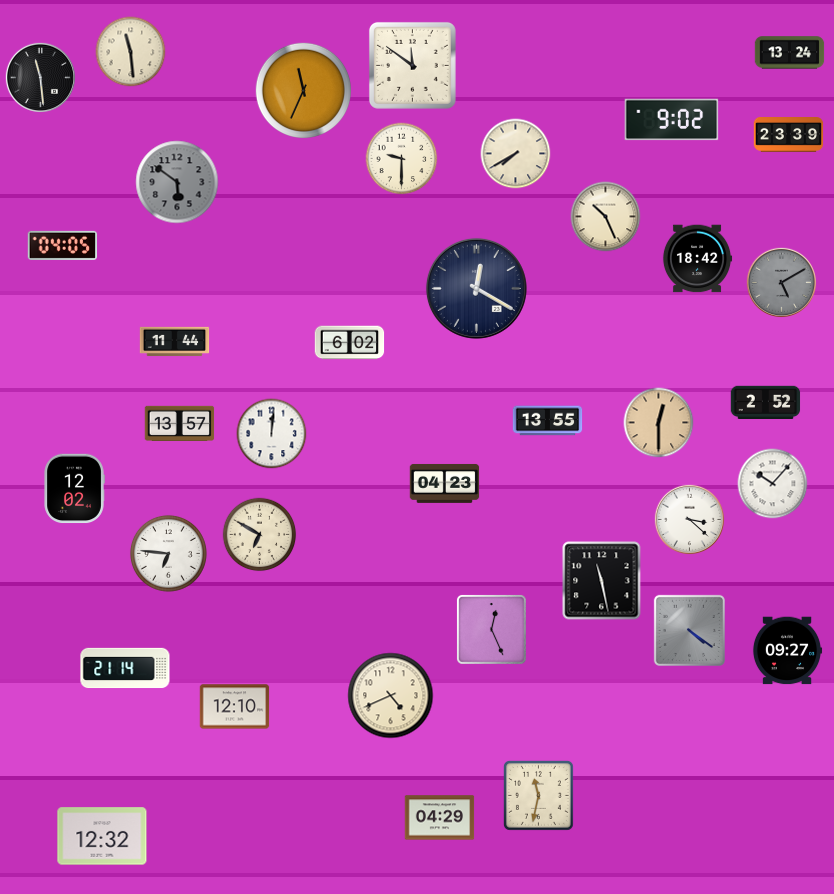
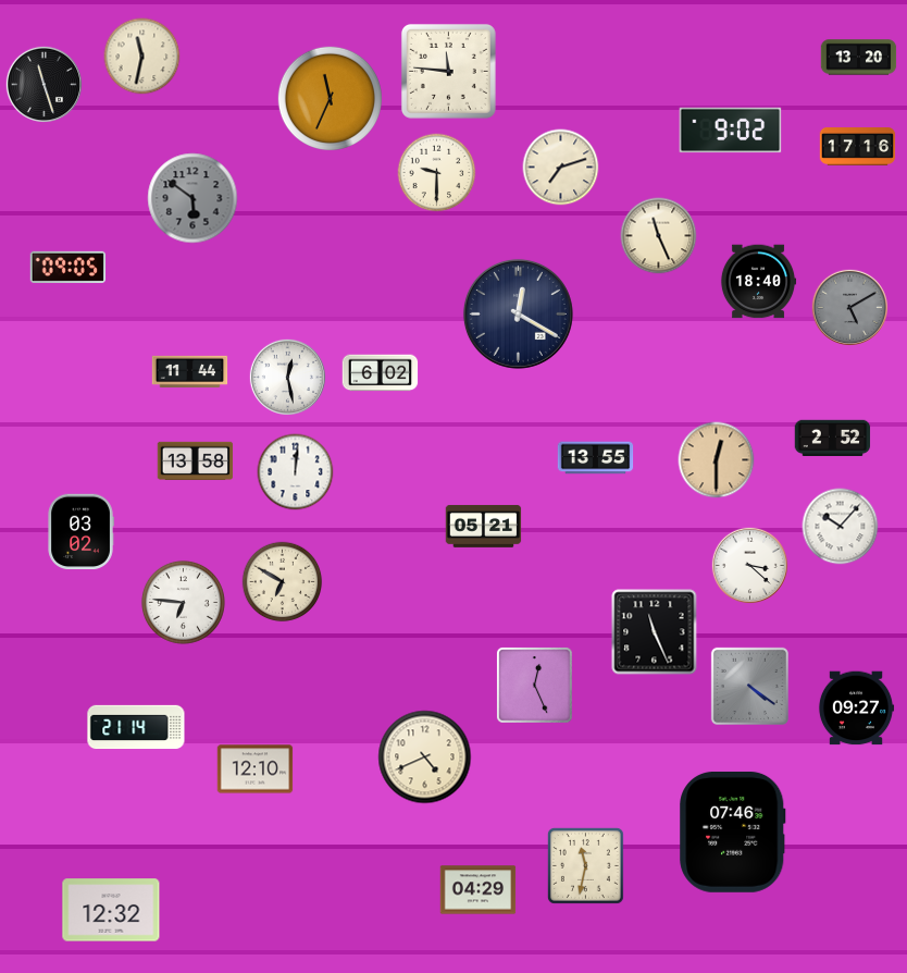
clock at (131, 52): 11:29 -> 11:32
clock at (790, 53): 13:24 -> 13:20
clock at (412, 65): 11:51 -> 11:46
clock at (40, 77): 11:29 -> 11:27
clock at (789, 135): 23:39 -> 17:16
clock at (516, 154): 7:40 -> 7:12
clock at (606, 217): 10:26 -> 11:26
clock at (63, 245): 04:05 -> 09:05
clock at (697, 259): 18:42 -> 18:40
clock at (287, 377): none -> 12:28
clock at (180, 423): 13:57 -> 13:58
clock at (445, 484): 04:23 -> 05:21
clock at (74, 489): 12:02 -> 03:02
clock at (602, 581): 11:28 -> 11:26
clock at (733, 832): none -> 07:46
